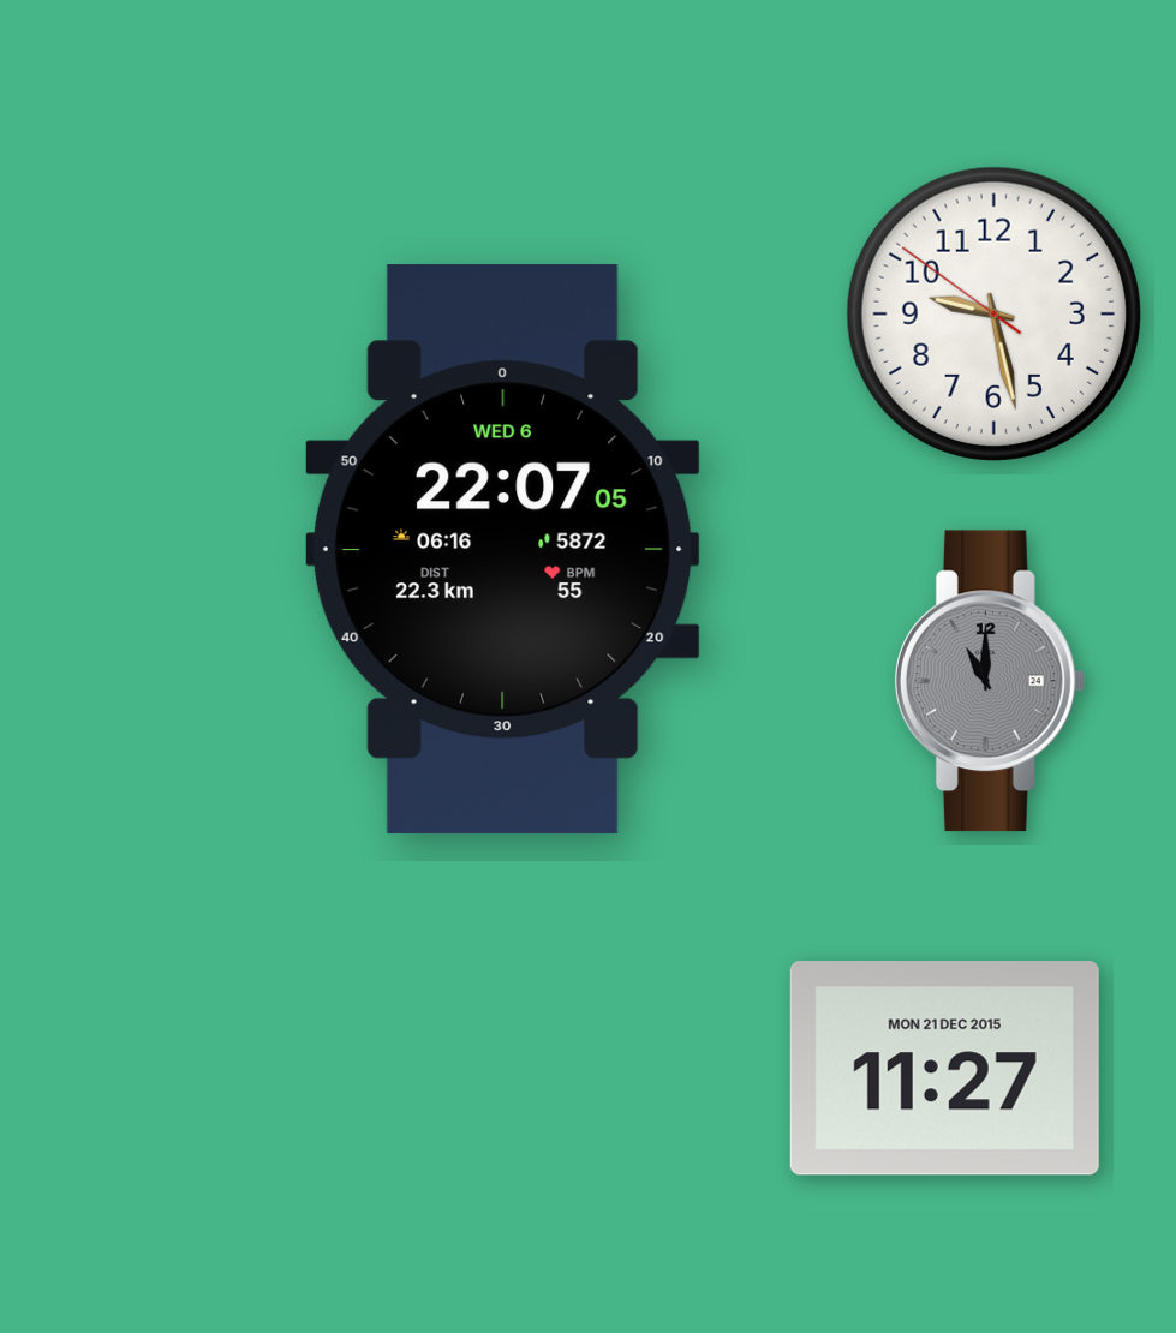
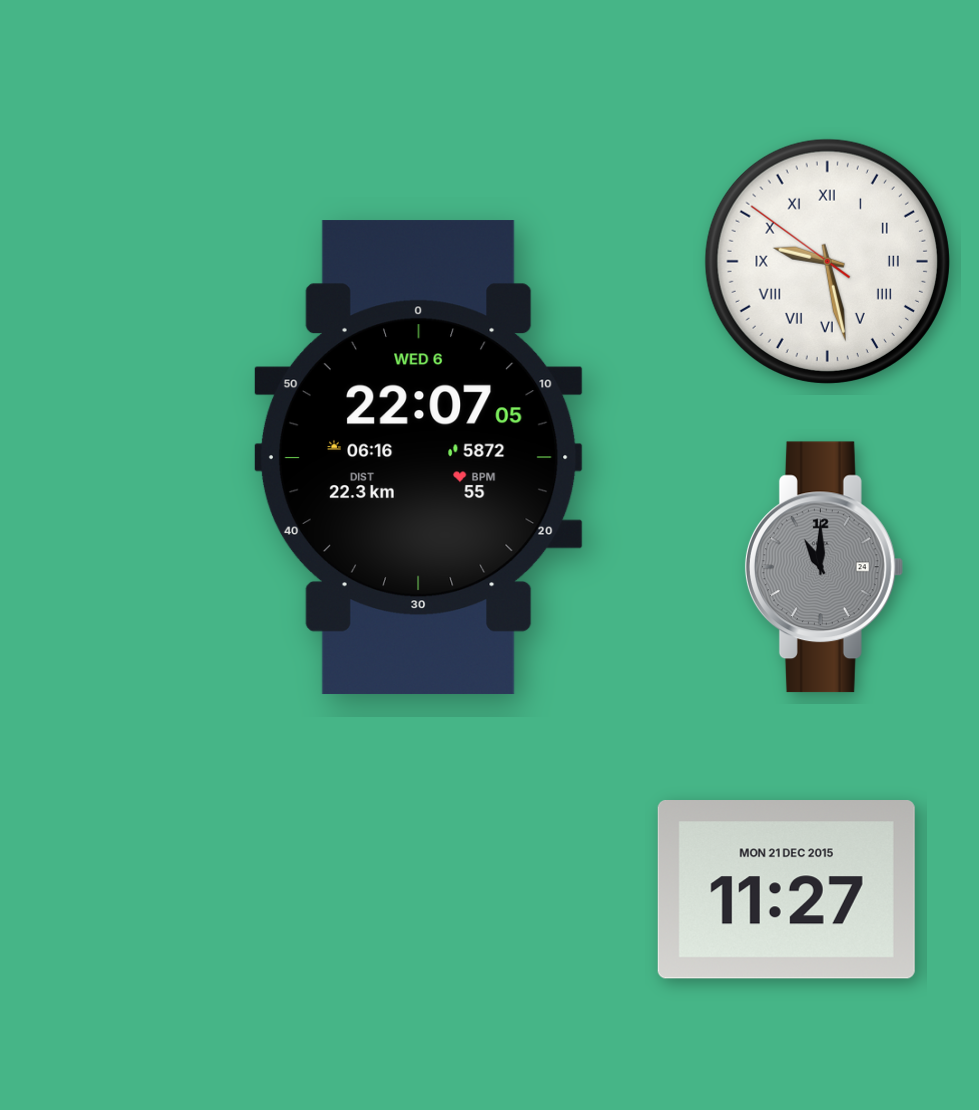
clock at (993, 313) numerals: Arabic -> Roman
